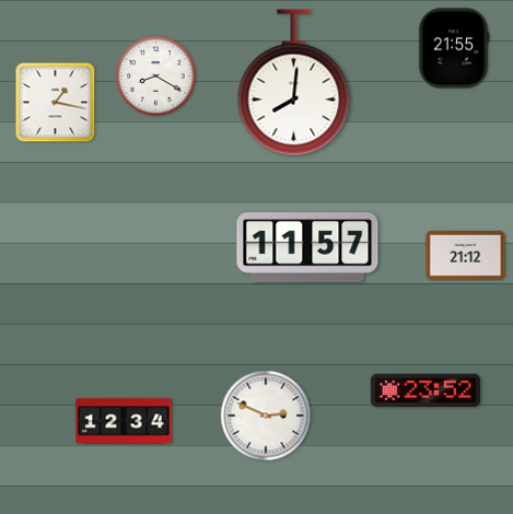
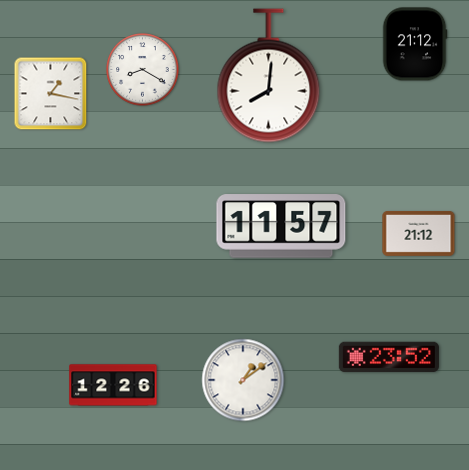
clock at (454, 48): 21:55 -> 21:12
clock at (466, 256) position: (466, 256) -> (419, 234)
clock at (266, 416): 2:49 -> 1:09
clock at (124, 421): 12:34 -> 12:26
